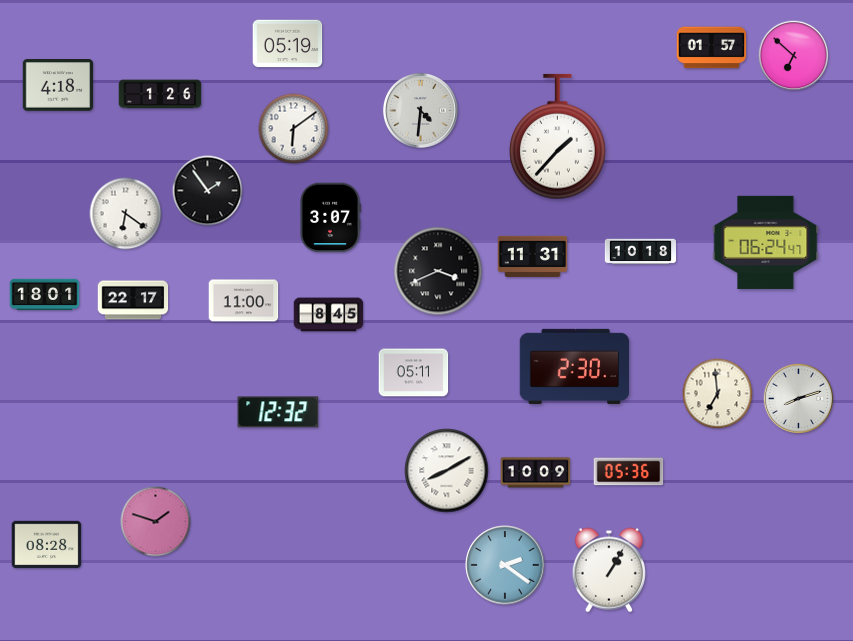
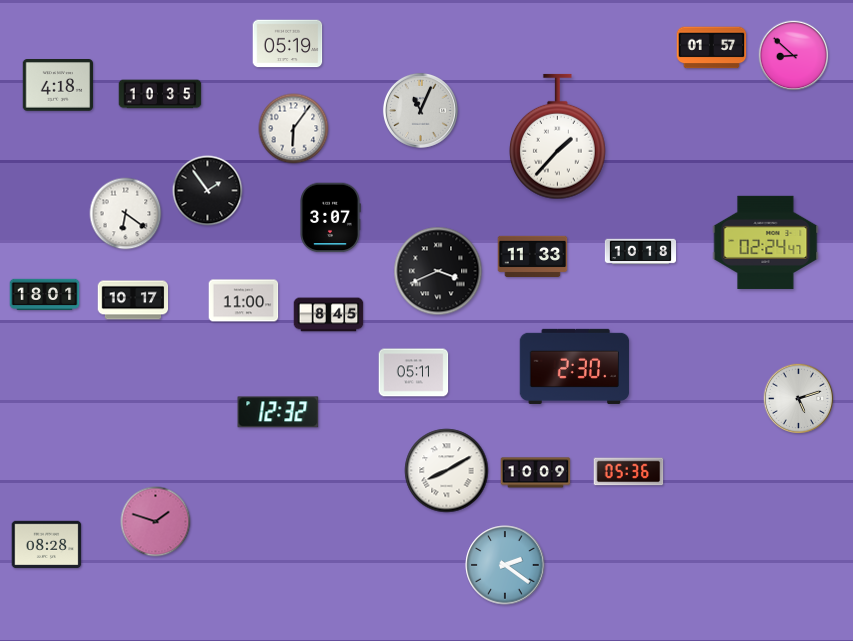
clock at (794, 56): 6:52 -> 8:52
clock at (160, 94): 1:26 -> 10:35
clock at (420, 110): 4:31 -> 11:04
clock at (294, 129): 6:09 -> 6:06
clock at (766, 242): 06:24 -> 02:24
clock at (533, 257): 11:31 -> 11:33
clock at (133, 300): 22:17 -> 10:17
clock at (718, 394): 6:59 -> none
clock at (799, 399): 8:12 -> 5:12
clock at (609, 570): 1:05 -> none
